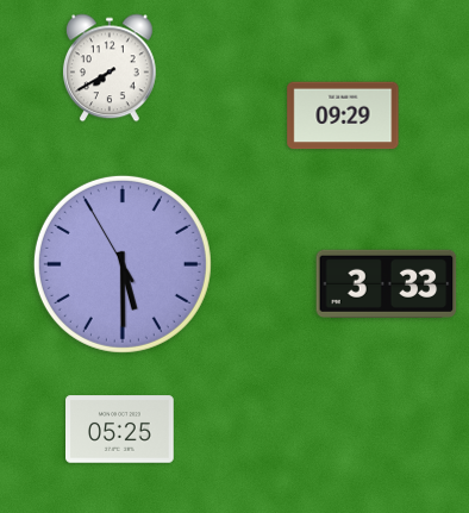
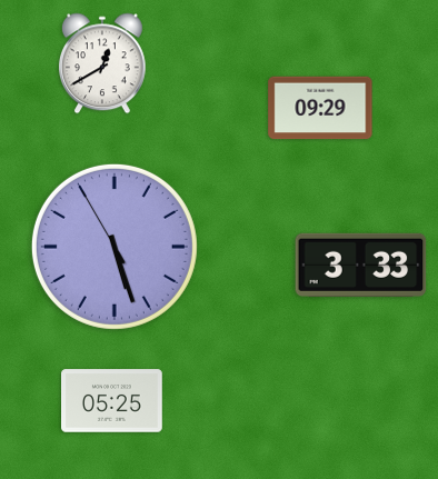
clock at (110, 68): 7:40 -> 12:40
clock at (123, 264): 5:29 -> 5:26
